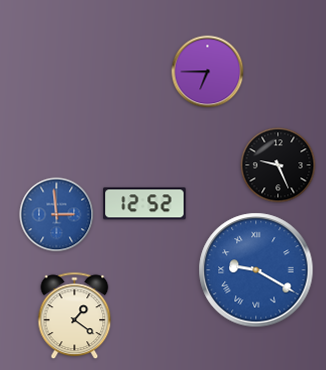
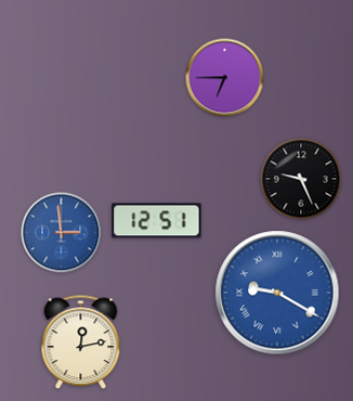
clock at (145, 204): 12:52 -> 12:51
clock at (75, 316): 1:21 -> 12:13
